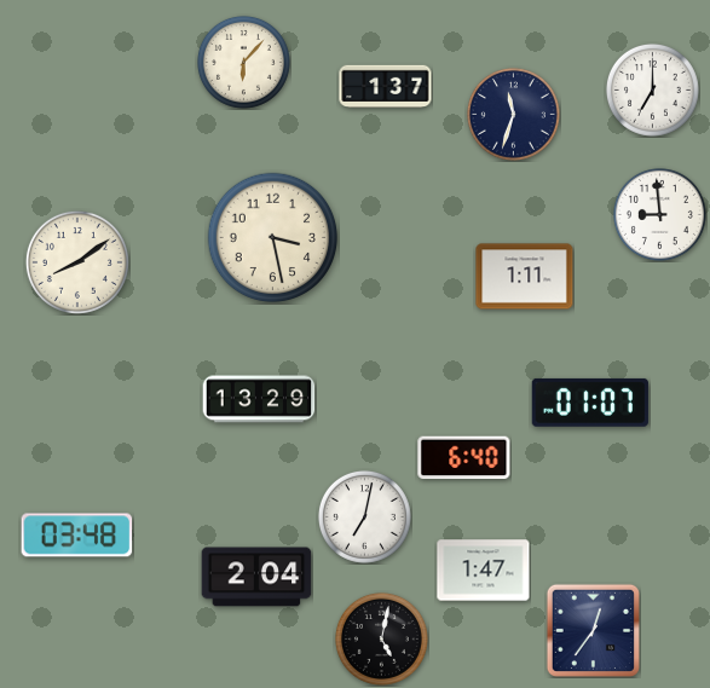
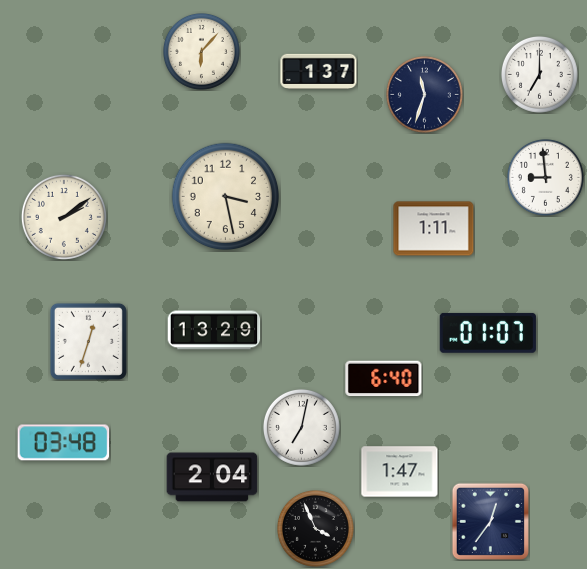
clock at (77, 262): 8:09 -> 2:09
clock at (88, 341): none -> 12:33
clock at (381, 638): 5:02 -> 3:56
